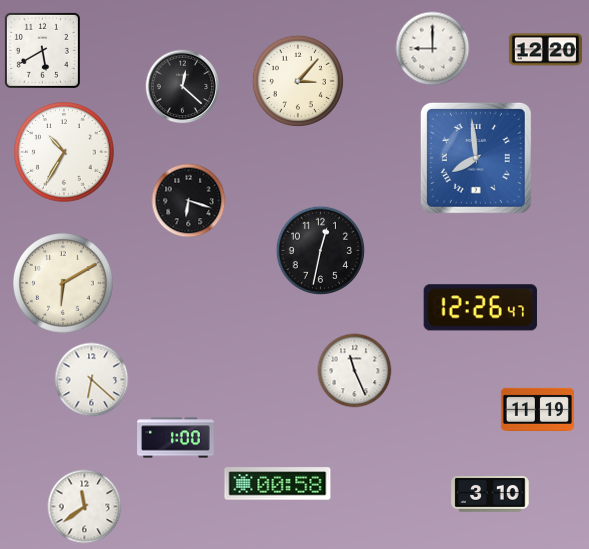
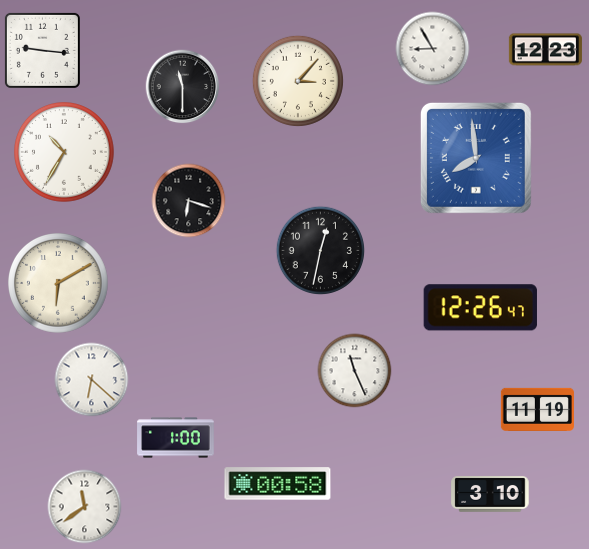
clock at (433, 49): 9:00 -> 8:55
clock at (42, 50): 5:40 -> 9:16
clock at (545, 50): 12:20 -> 12:23
clock at (183, 87): 12:22 -> 11:30
clock at (64, 284) position: (64, 284) -> (59, 284)
